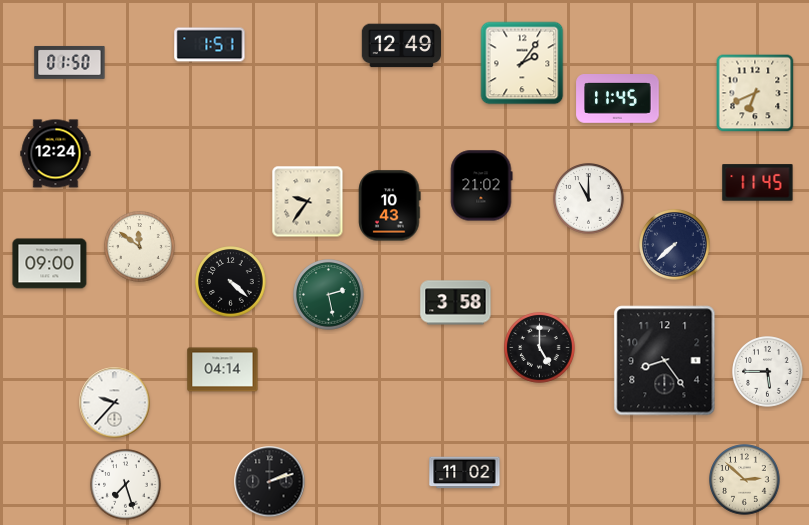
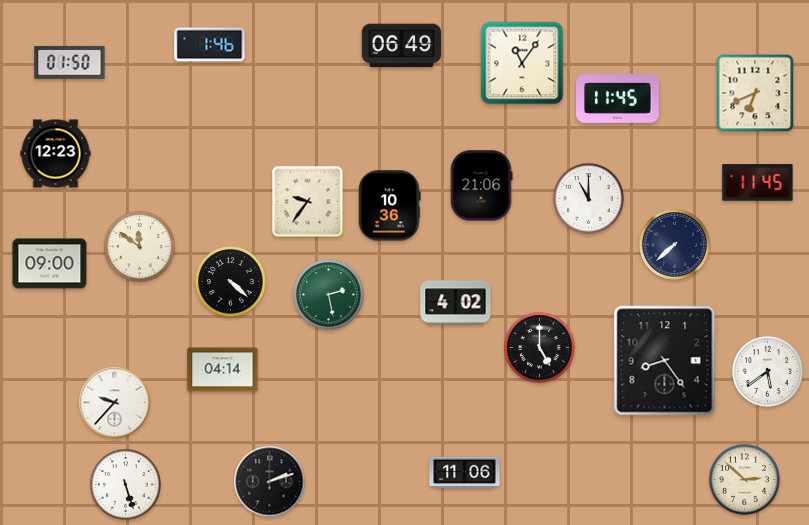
clock at (210, 45): 1:51 -> 1:46
clock at (401, 46): 12:49 -> 06:49
clock at (522, 63): 2:06 -> 11:06
clock at (56, 154): 12:24 -> 12:23
clock at (482, 186): 21:02 -> 21:06
clock at (390, 206): 10:43 -> 10:36
clock at (456, 303): 3:58 -> 4:02
clock at (768, 372): 5:45 -> 5:39
clock at (465, 473): 11:02 -> 11:06
clock at (126, 485): 7:27 -> 5:27
